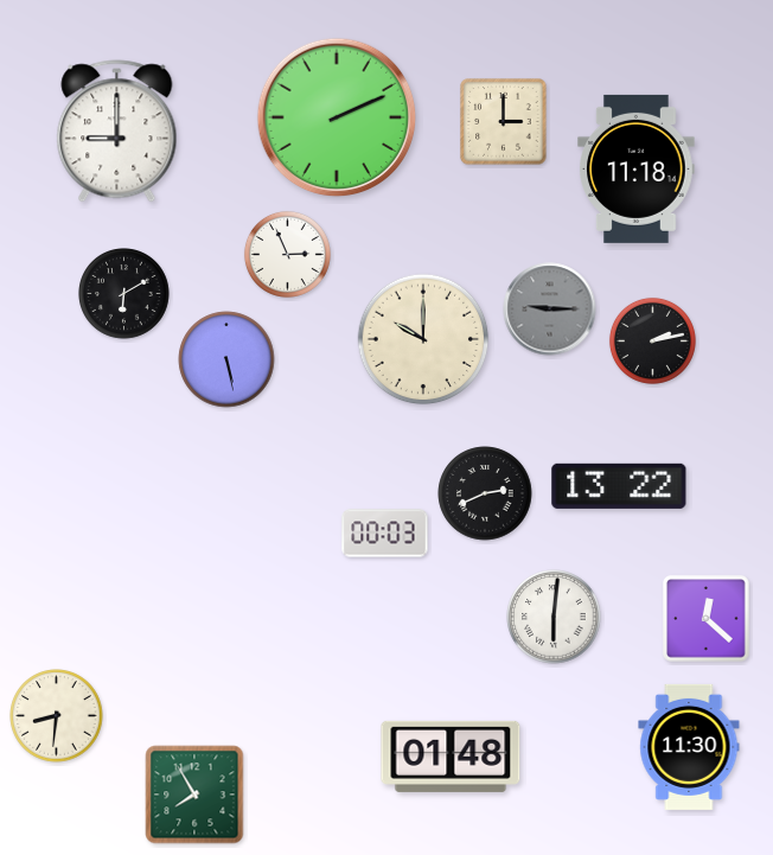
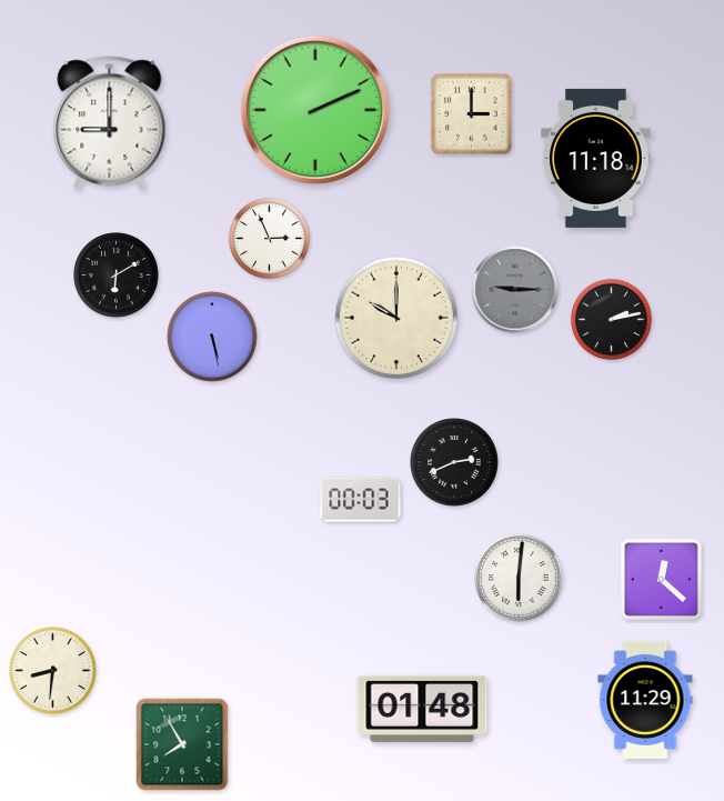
clock at (619, 486): 13:22 -> none
clock at (689, 747): 11:30 -> 11:29
